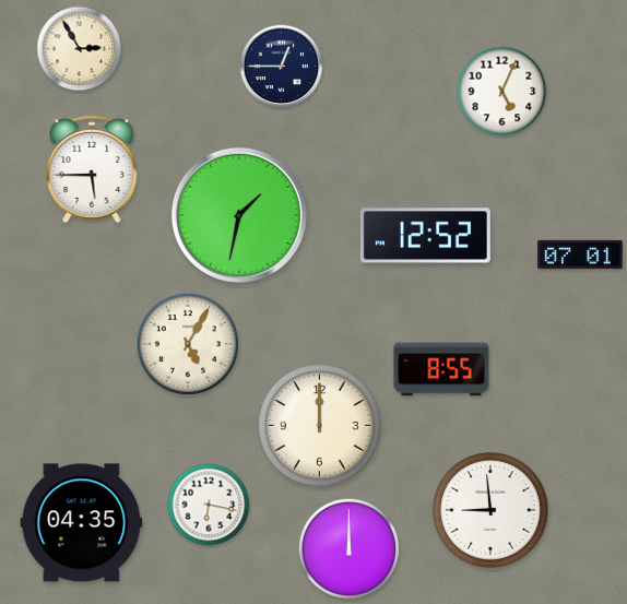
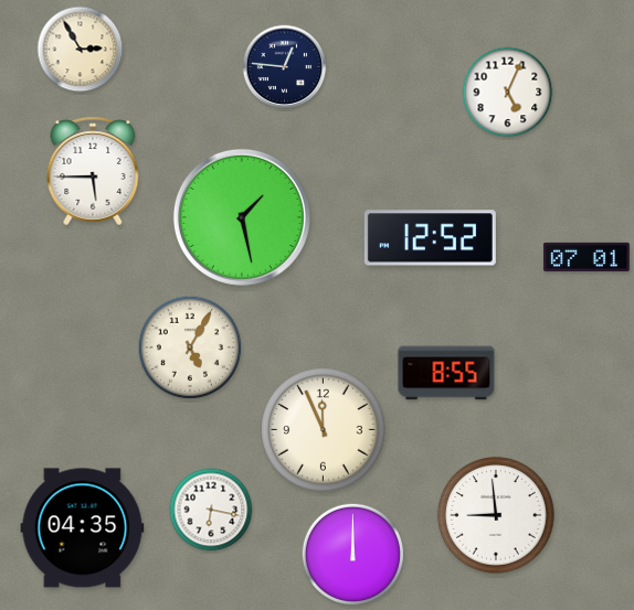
clock at (282, 67): 12:45 -> 12:46
clock at (239, 215): 1:32 -> 1:28
clock at (320, 426): 12:00 -> 11:56
